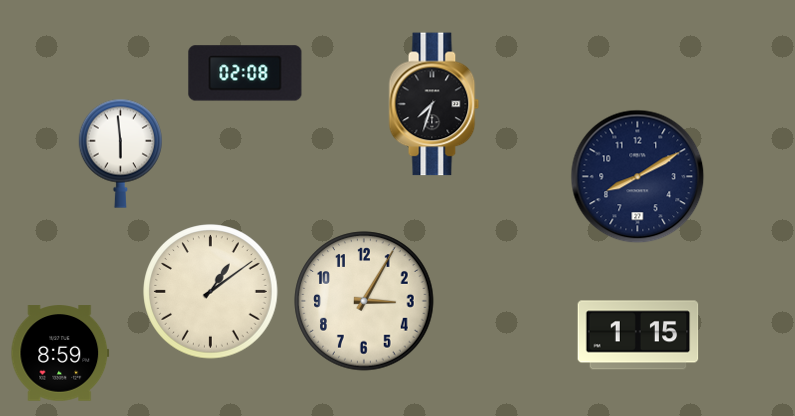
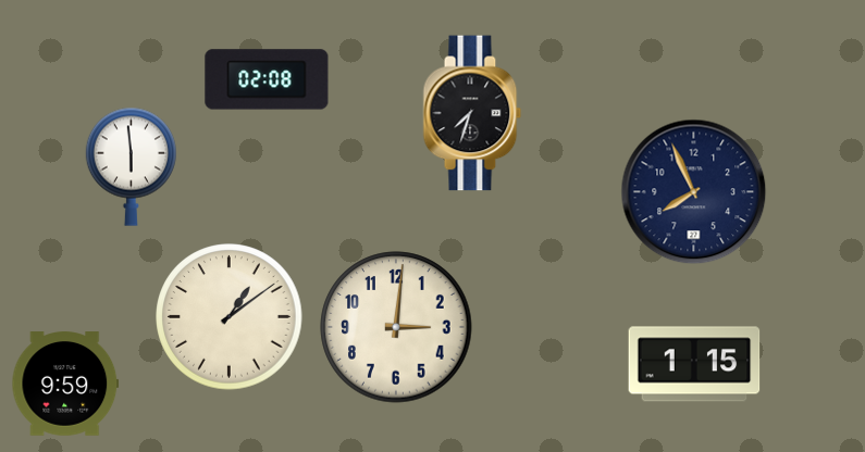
clock at (638, 177): 8:10 -> 7:56
clock at (364, 301): 3:05 -> 3:01
clock at (60, 353): 8:59 -> 9:59
